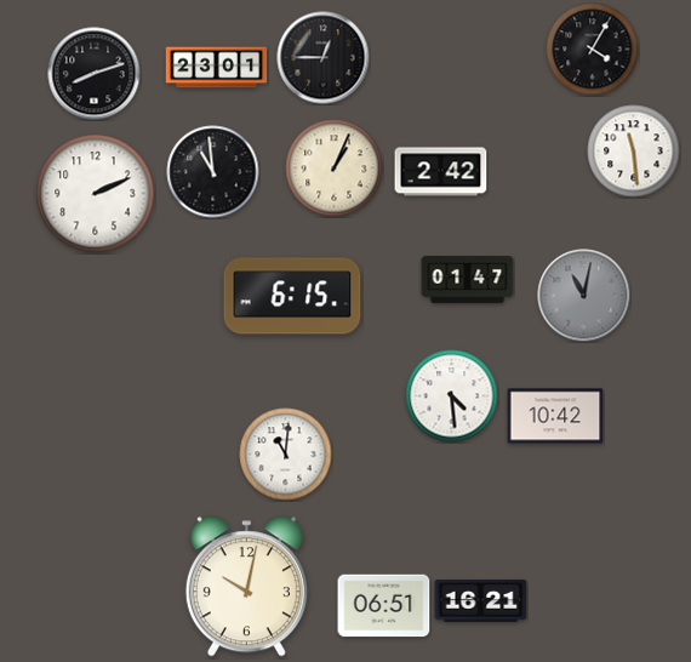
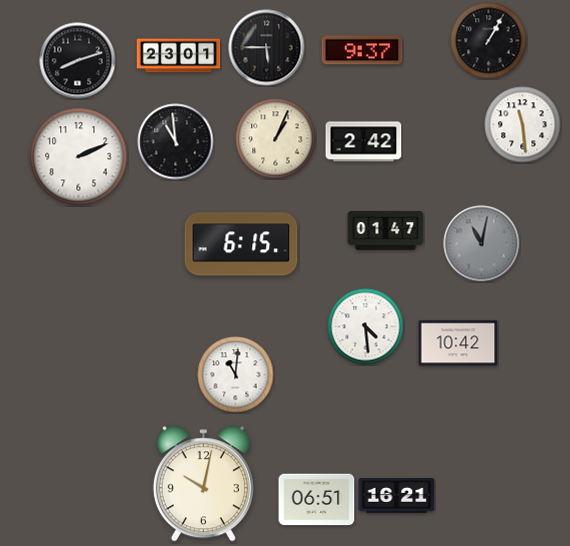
clock at (593, 50): 4:05 -> 1:05
clock at (324, 58): 12:45 -> 5:45
clock at (362, 50): none -> 9:37
clock at (96, 194) position: (96, 194) -> (79, 157)
clock at (452, 396) position: (452, 396) -> (366, 327)
